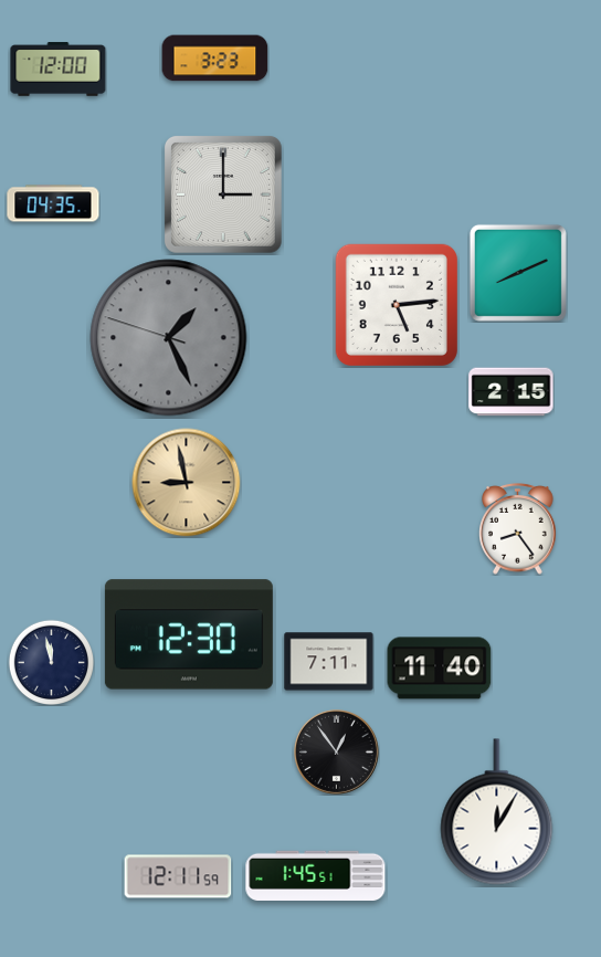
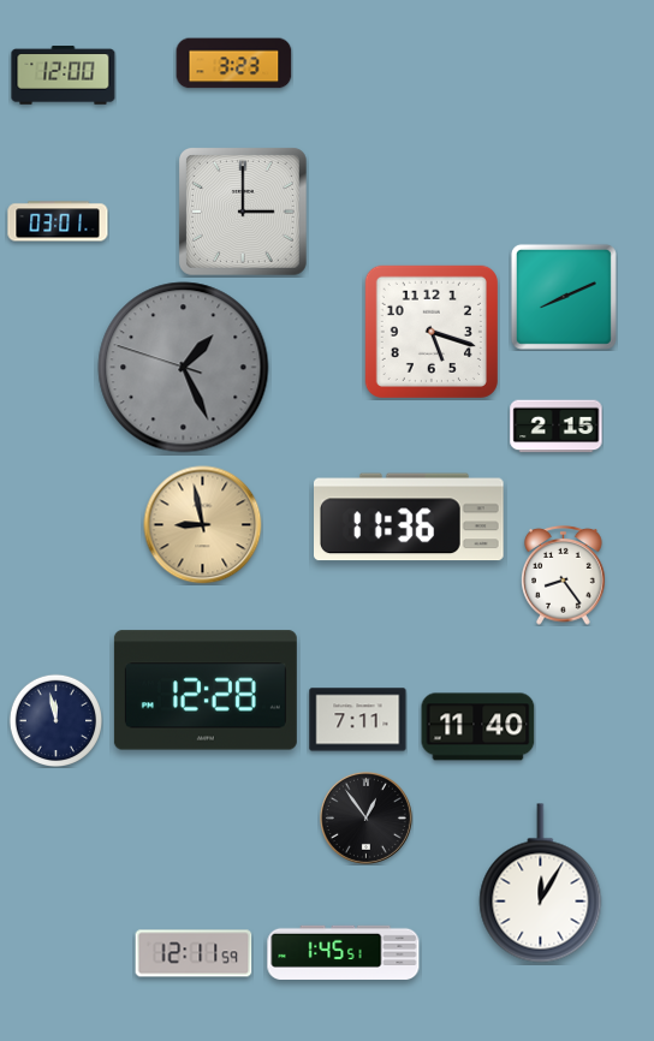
clock at (53, 203): 04:35 -> 03:01
clock at (397, 305): 5:14 -> 5:18
clock at (410, 517): none -> 11:36
clock at (189, 634): 12:30 -> 12:28
